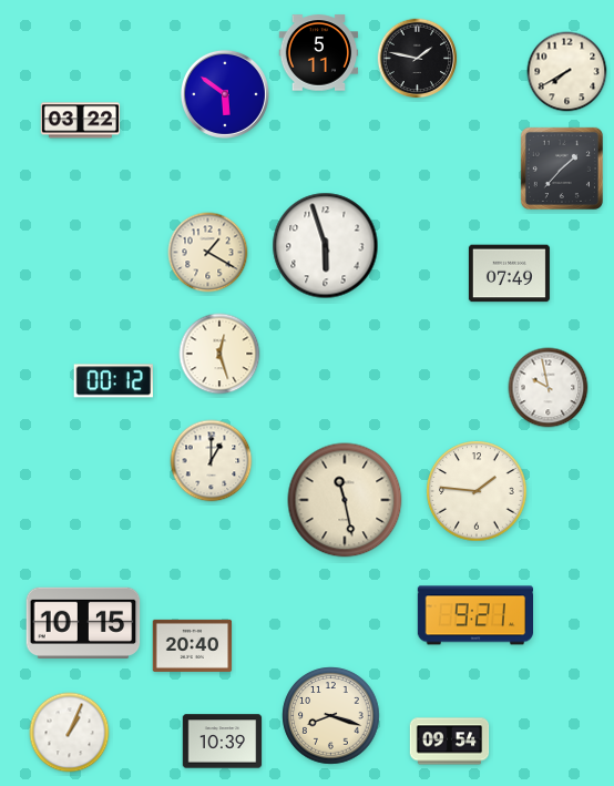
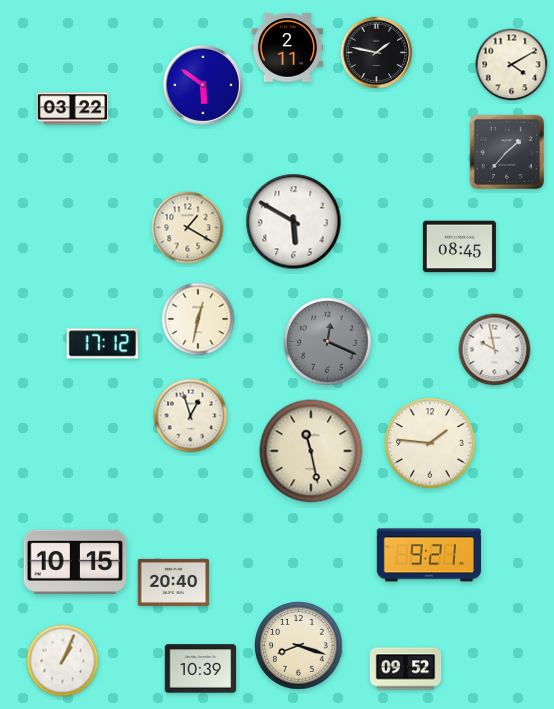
clock at (319, 53): 5:11 -> 2:11
clock at (567, 72): 7:40 -> 4:10
clock at (326, 246): 5:57 -> 5:50
clock at (509, 274): 07:49 -> 08:45
clock at (219, 354): 12:27 -> 12:32
clock at (328, 342): none -> 12:19
clock at (113, 381): 00:12 -> 17:12
clock at (212, 461): 1:00 -> 12:57
clock at (450, 742): 09:54 -> 09:52
